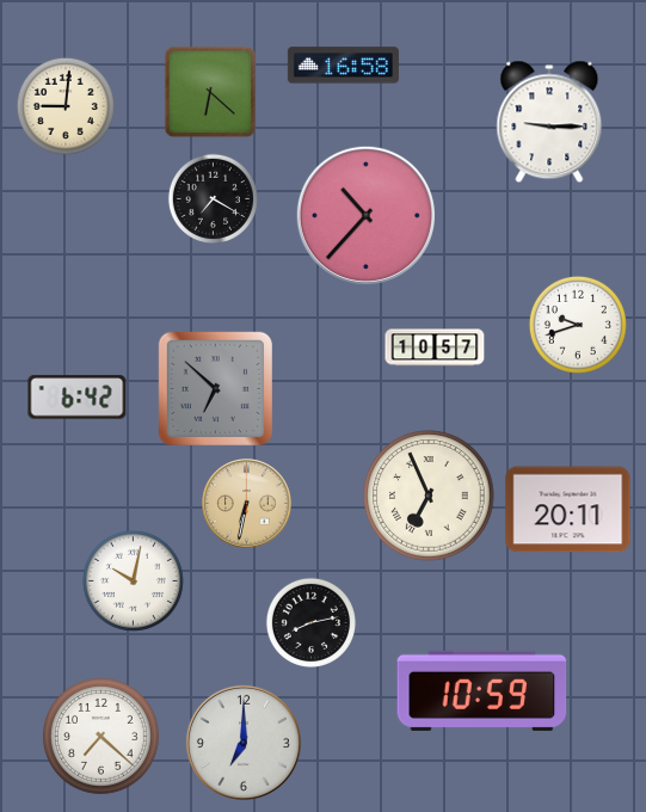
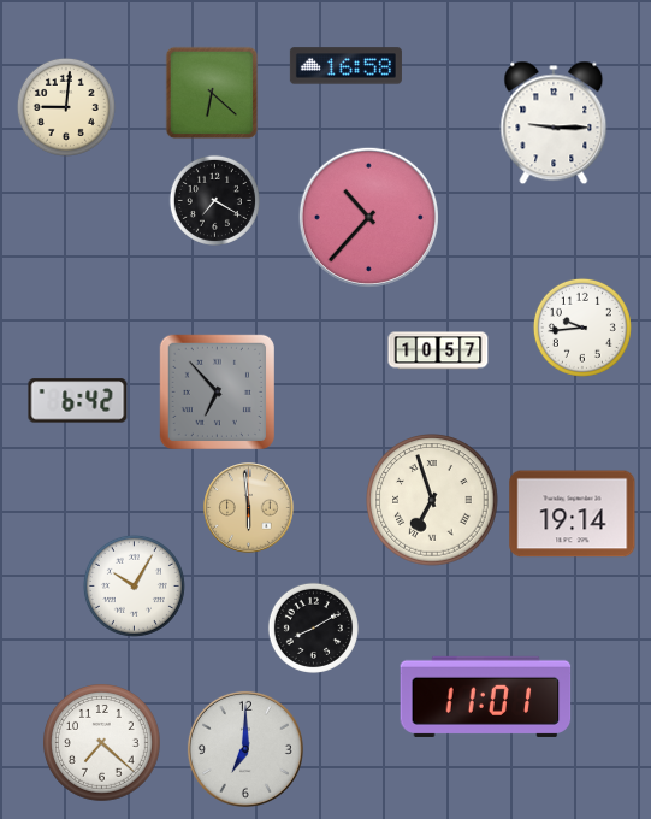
clock at (578, 325): 9:42 -> 9:44
clock at (215, 388): 6:52 -> 6:53
clock at (429, 496): 6:56 -> 6:57
clock at (247, 504): 6:32 -> 5:59
clock at (568, 510): 20:11 -> 19:14
clock at (133, 580): 10:02 -> 10:05
clock at (310, 622): 8:13 -> 8:10
clock at (482, 690): 10:59 -> 11:01
